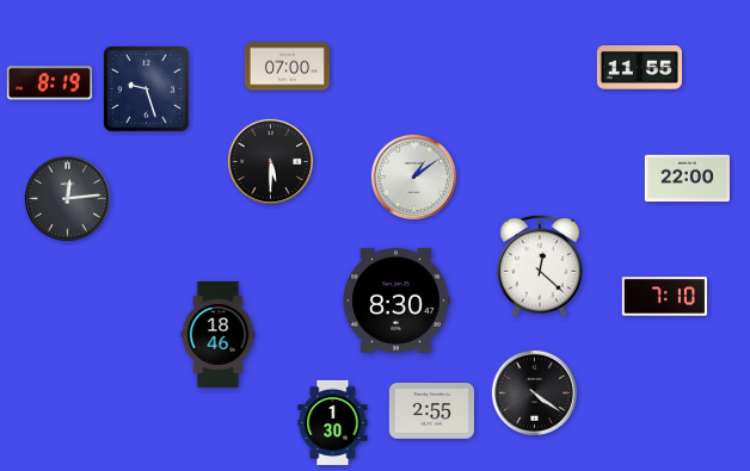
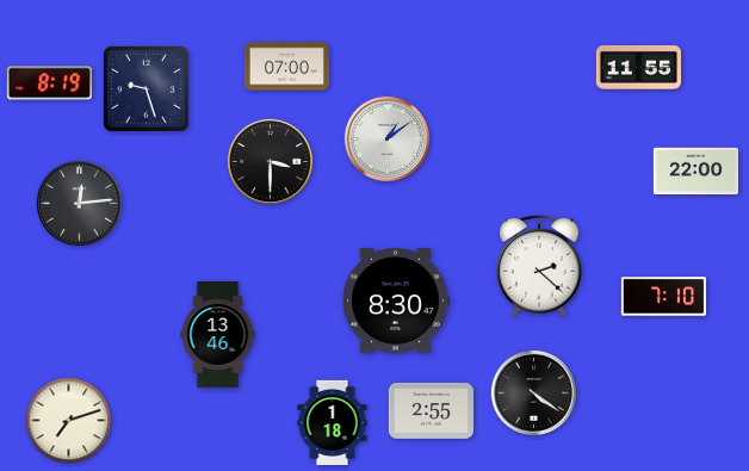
clock at (270, 161): 5:30 -> 3:30
clock at (413, 176) position: (413, 176) -> (386, 138)
clock at (687, 179) position: (687, 179) -> (695, 172)
clock at (67, 198) position: (67, 198) -> (79, 203)
clock at (540, 266): 12:22 -> 2:22
clock at (219, 335): 18:46 -> 13:46
clock at (69, 421): none -> 7:12
clock at (333, 422): 1:30 -> 1:18
